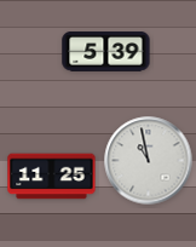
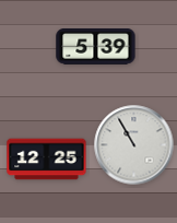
clock at (149, 161): 10:58 -> 10:55
clock at (52, 177): 11:25 -> 12:25
